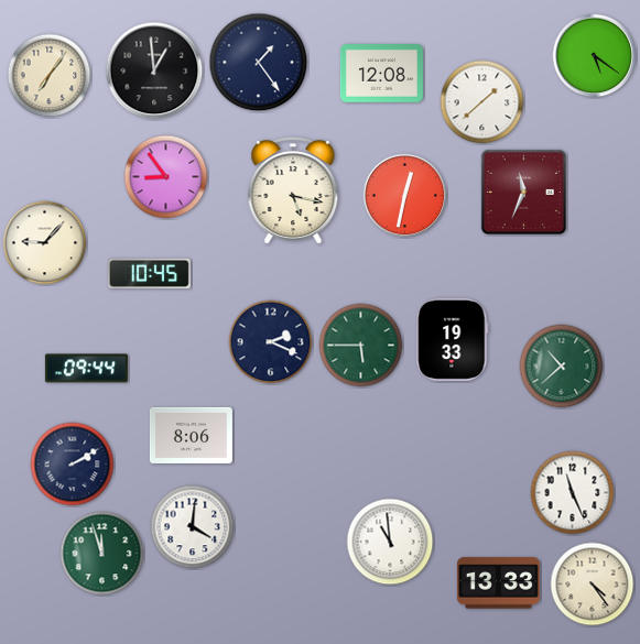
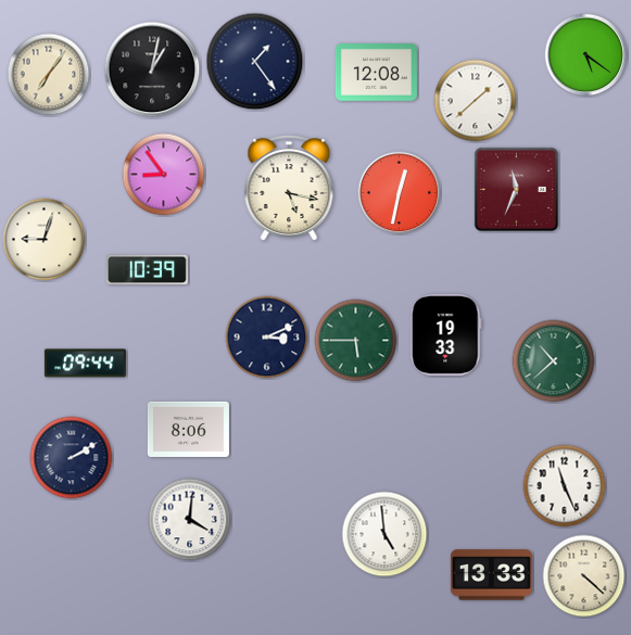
clock at (154, 70): 12:59 -> 1:02
clock at (45, 243): 9:07 -> 9:03
clock at (149, 274): 10:45 -> 10:39
clock at (271, 342): 2:19 -> 3:11
clock at (390, 542): 10:59 -> 4:59
clock at (102, 554): 11:57 -> none
clock at (593, 585): 4:24 -> 4:22
